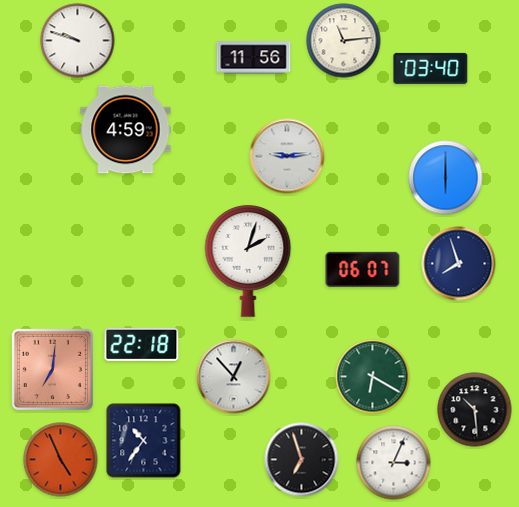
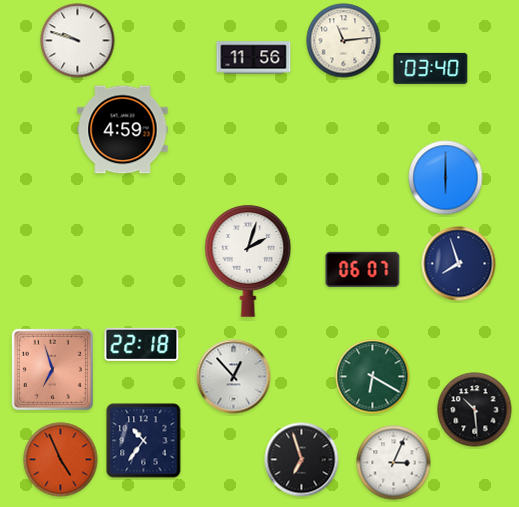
clock at (126, 130) position: (126, 130) -> (123, 130)
clock at (287, 156): 9:14 -> none
clock at (52, 369): 7:01 -> 6:57
